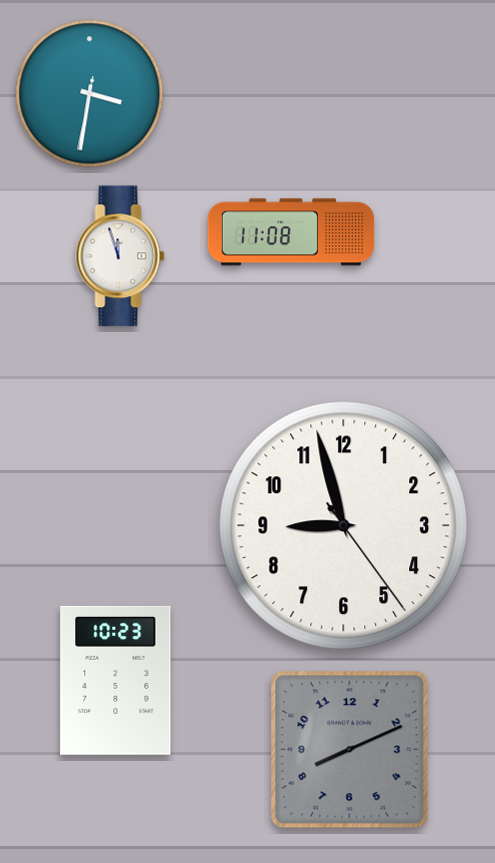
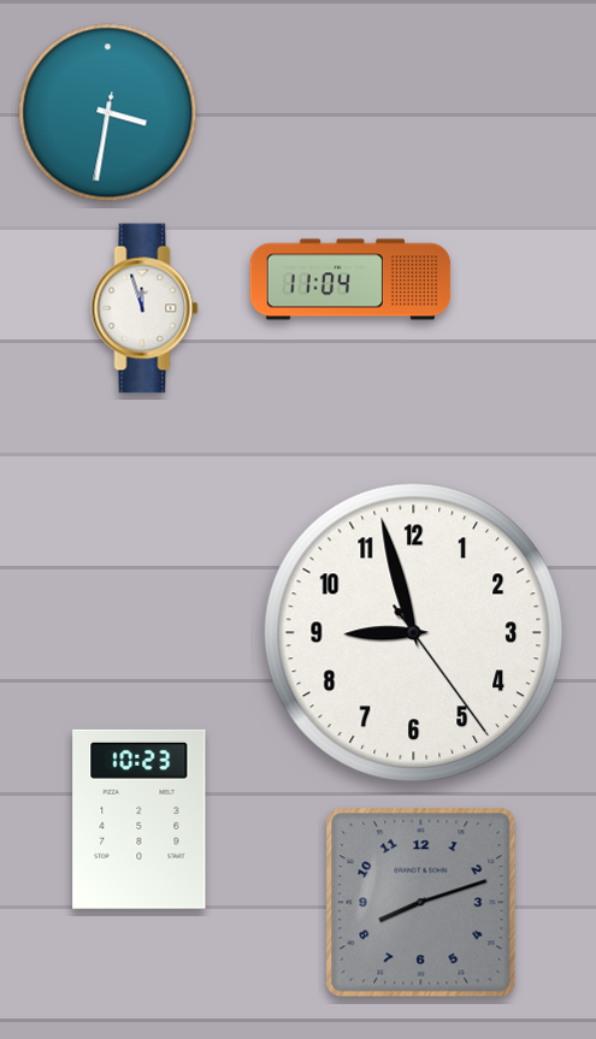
clock at (291, 232): 11:08 -> 11:04
clock at (350, 750): 8:11 -> 8:12
